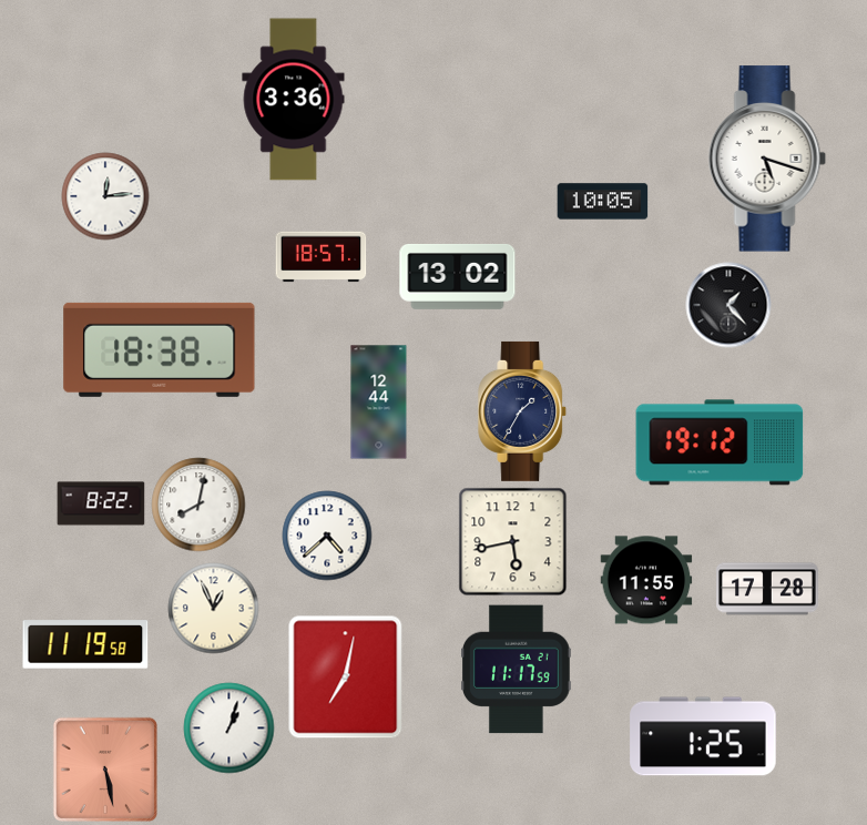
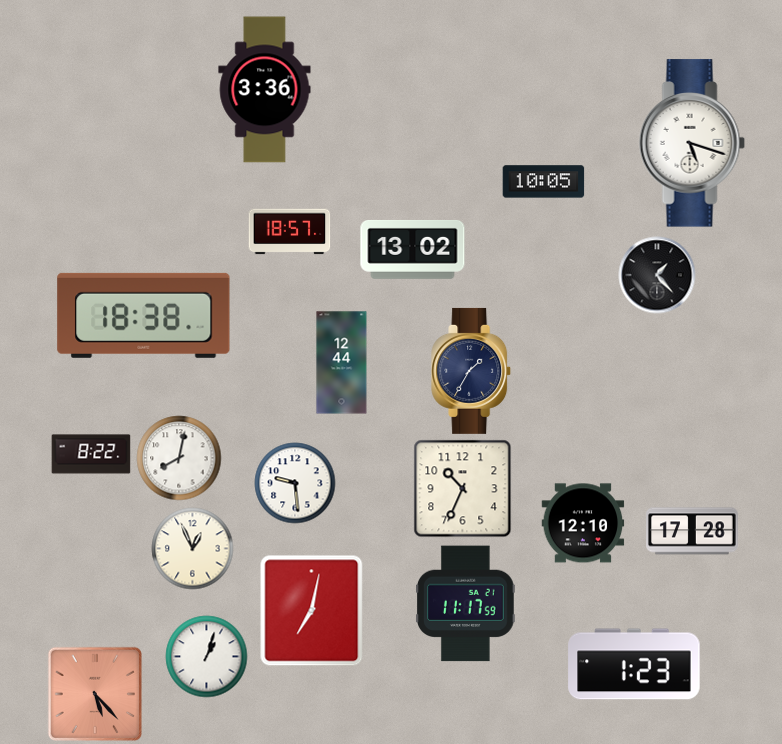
clock at (105, 196): 12:14 -> none
clock at (720, 442): 19:12 -> none
clock at (198, 505) position: (198, 505) -> (179, 458)
clock at (327, 536): 4:38 -> 9:29
clock at (513, 542): 5:43 -> 10:34
clock at (646, 580): 11:55 -> 12:10
clock at (85, 644): 11:19 -> none
clock at (703, 736): 1:25 -> 1:23
clock at (105, 770): 5:28 -> 5:23
